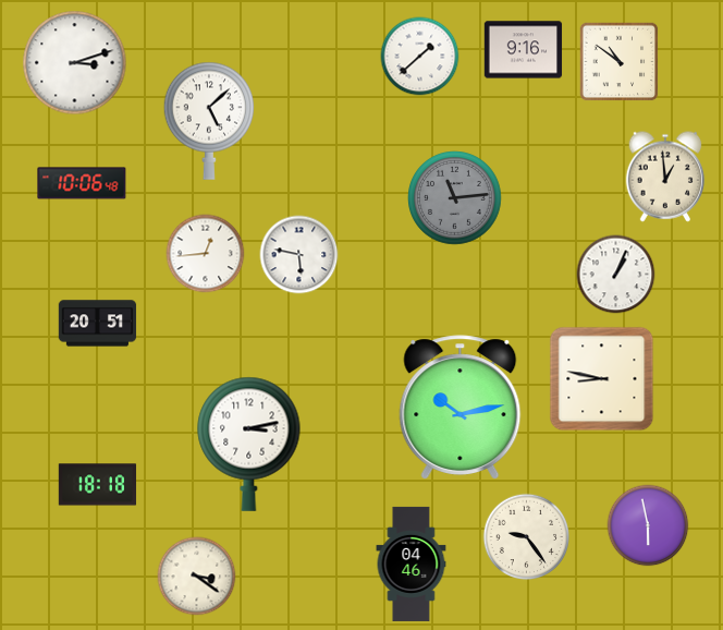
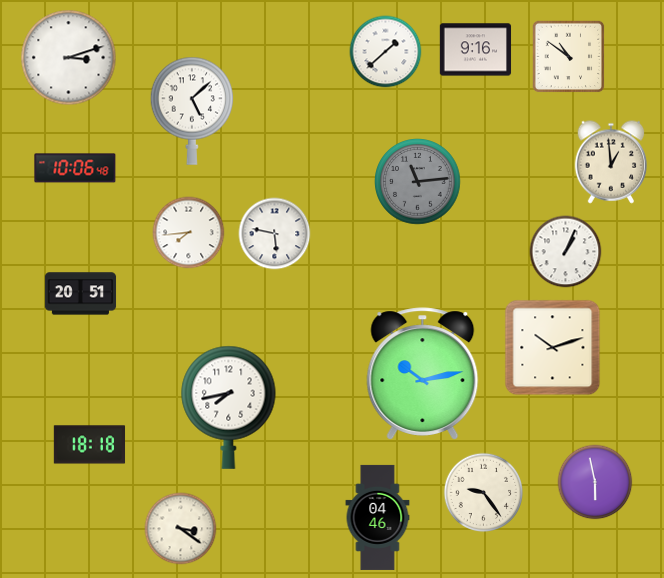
clock at (524, 50) position: (524, 50) -> (476, 50)
clock at (206, 254): 12:44 -> 7:44
clock at (98, 324) position: (98, 324) -> (81, 294)
clock at (602, 379): 8:47 -> 10:12
clock at (249, 444): 3:13 -> 7:43
